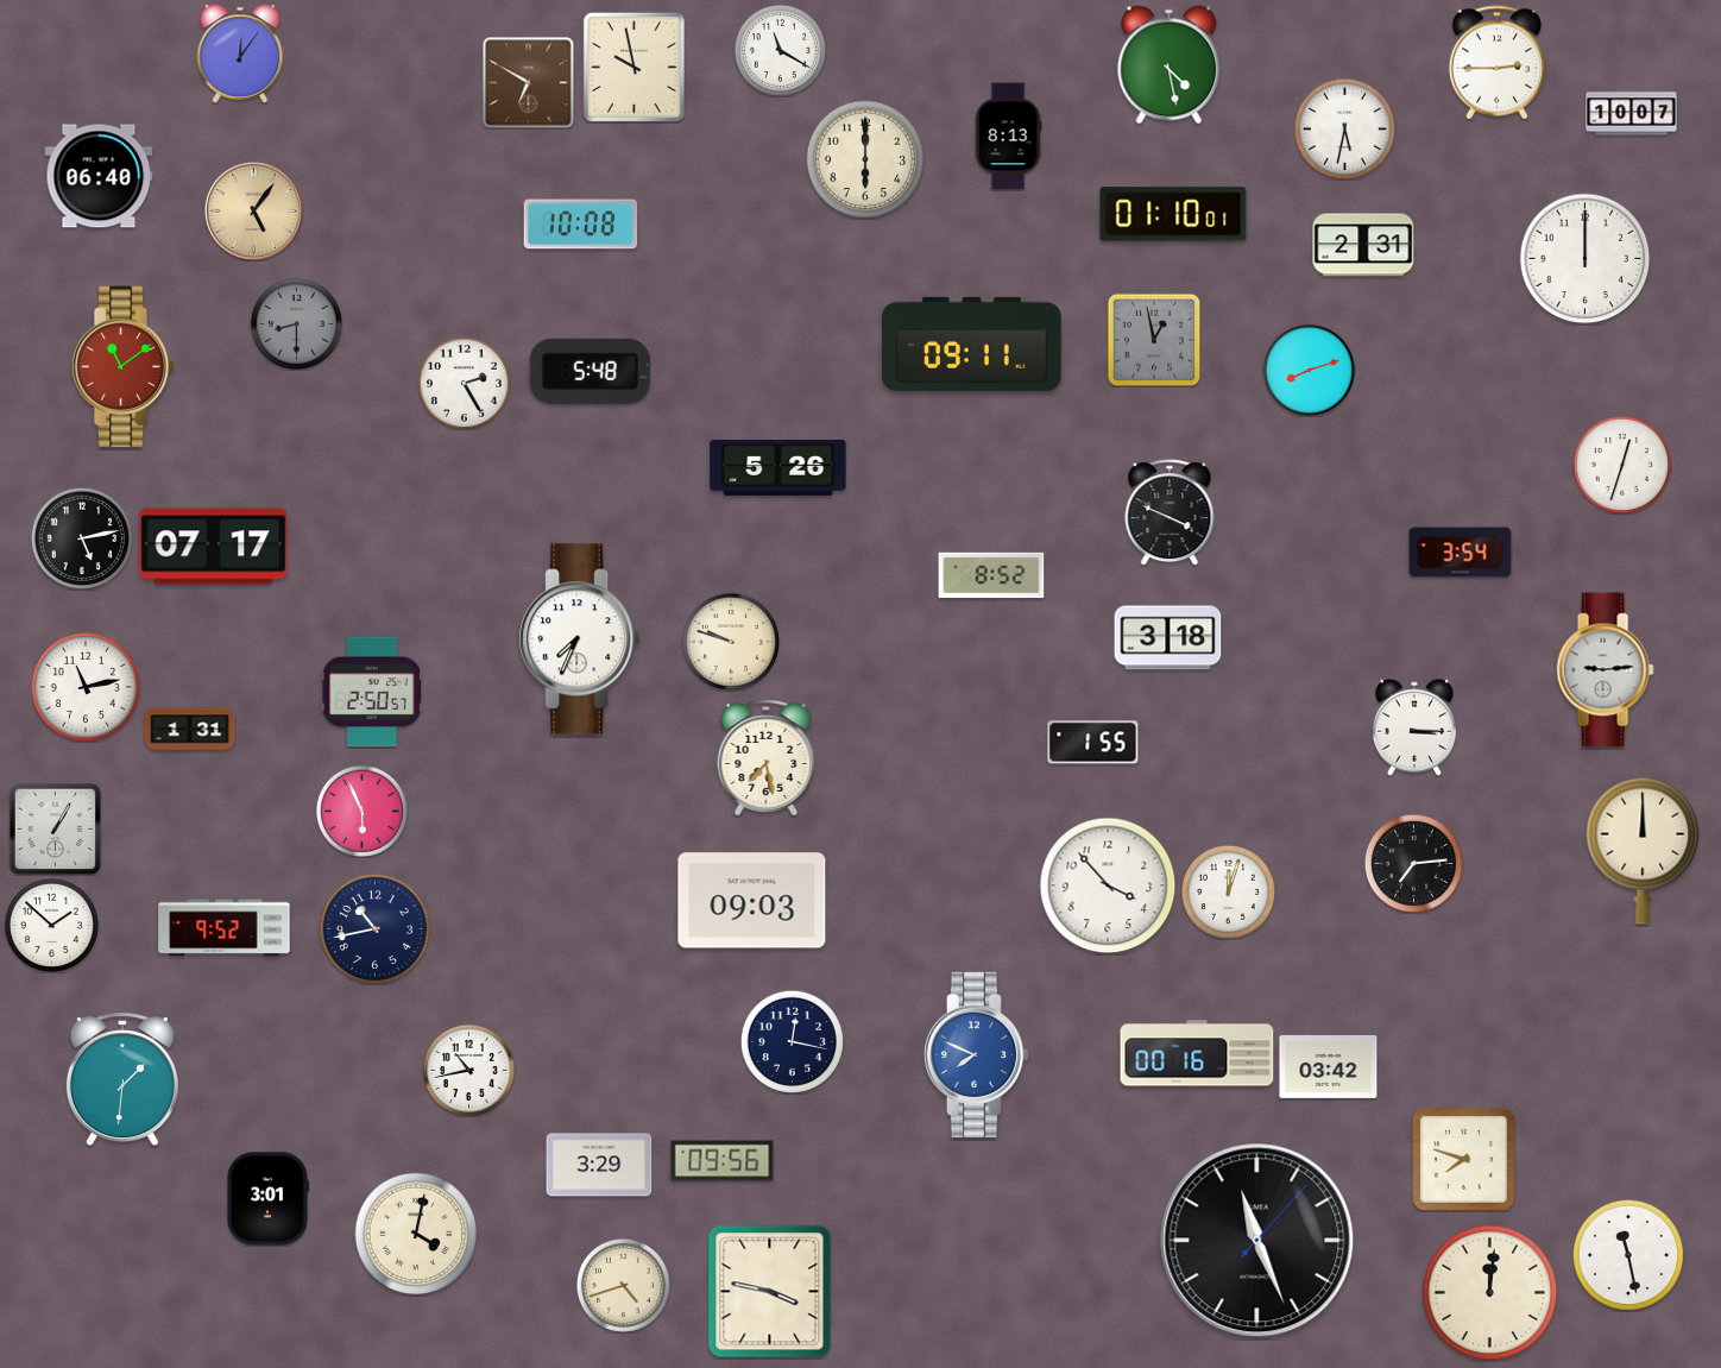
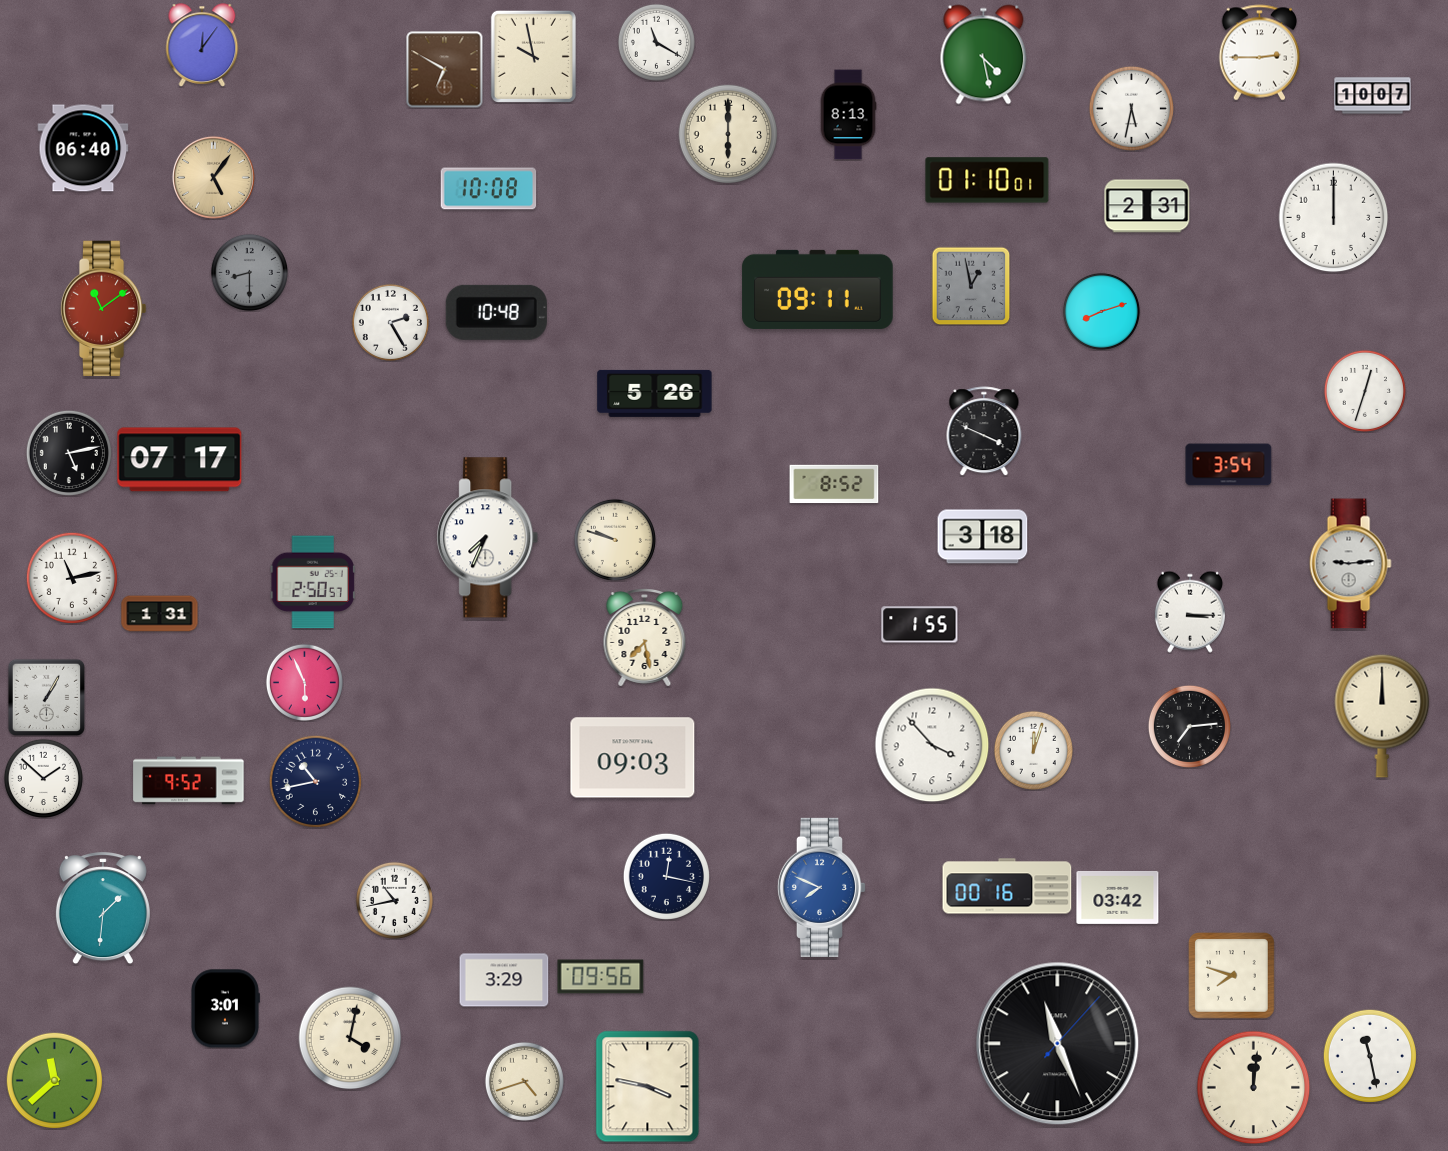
clock at (590, 371): 5:48 -> 10:48
clock at (723, 1161) position: (723, 1161) -> (601, 977)
clock at (54, 1080): none -> 11:38
